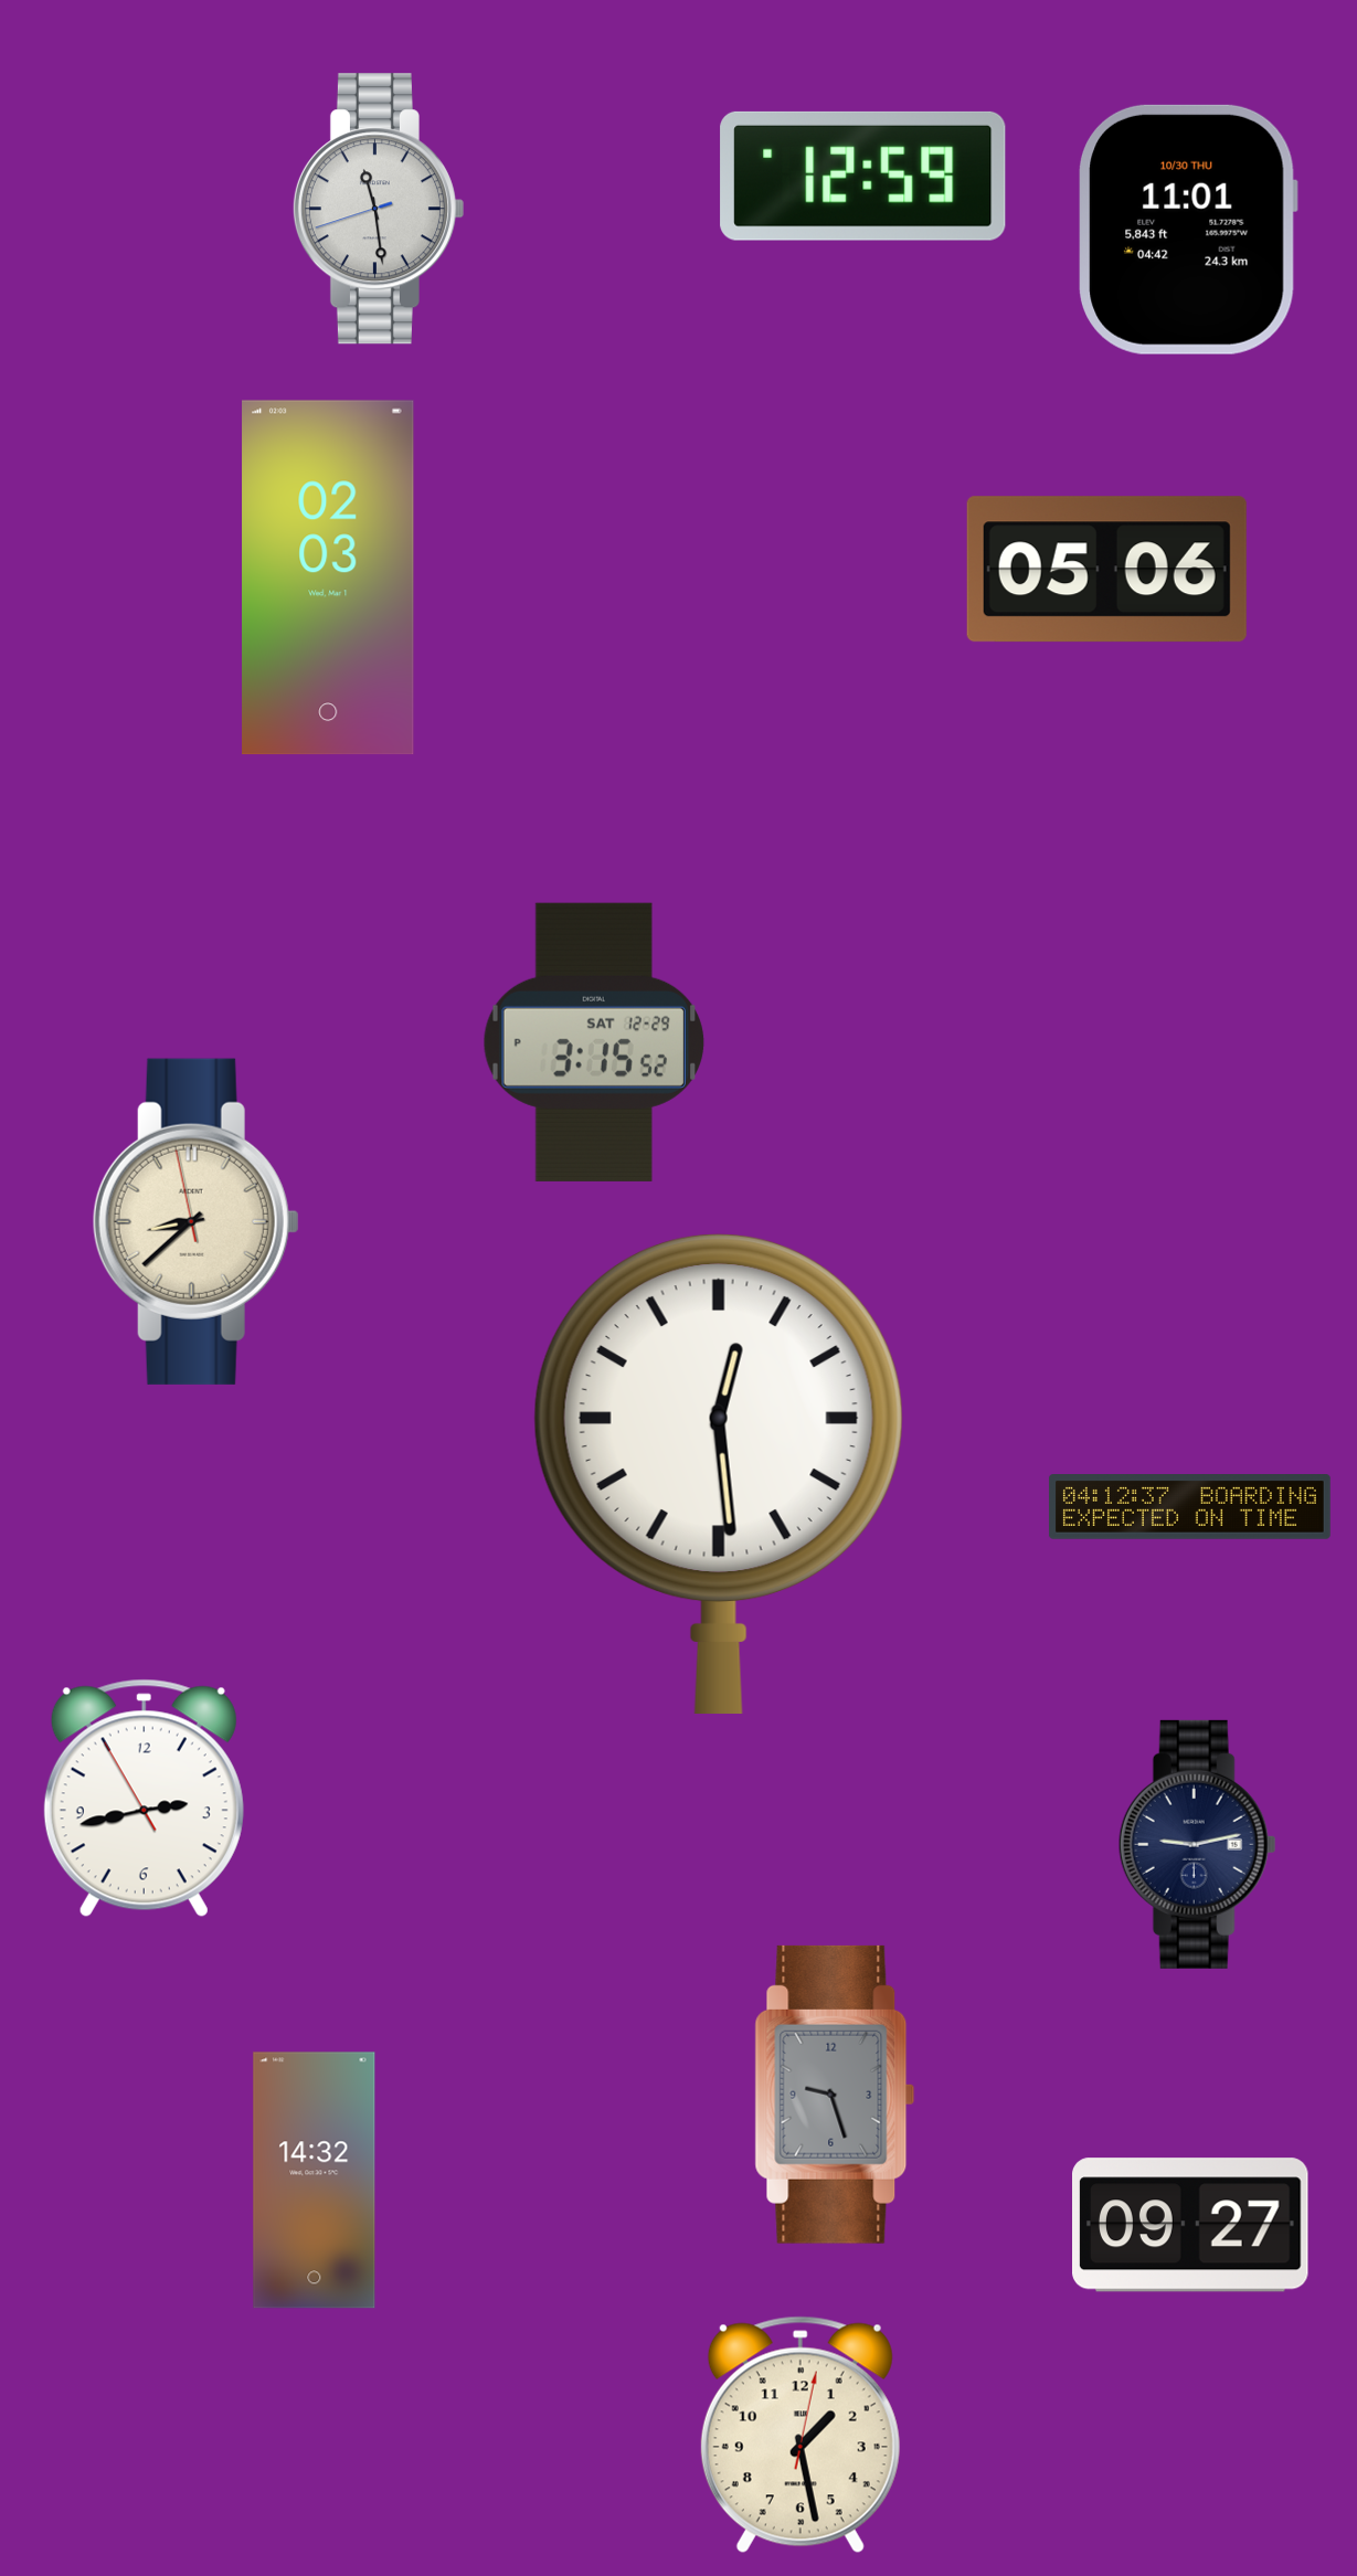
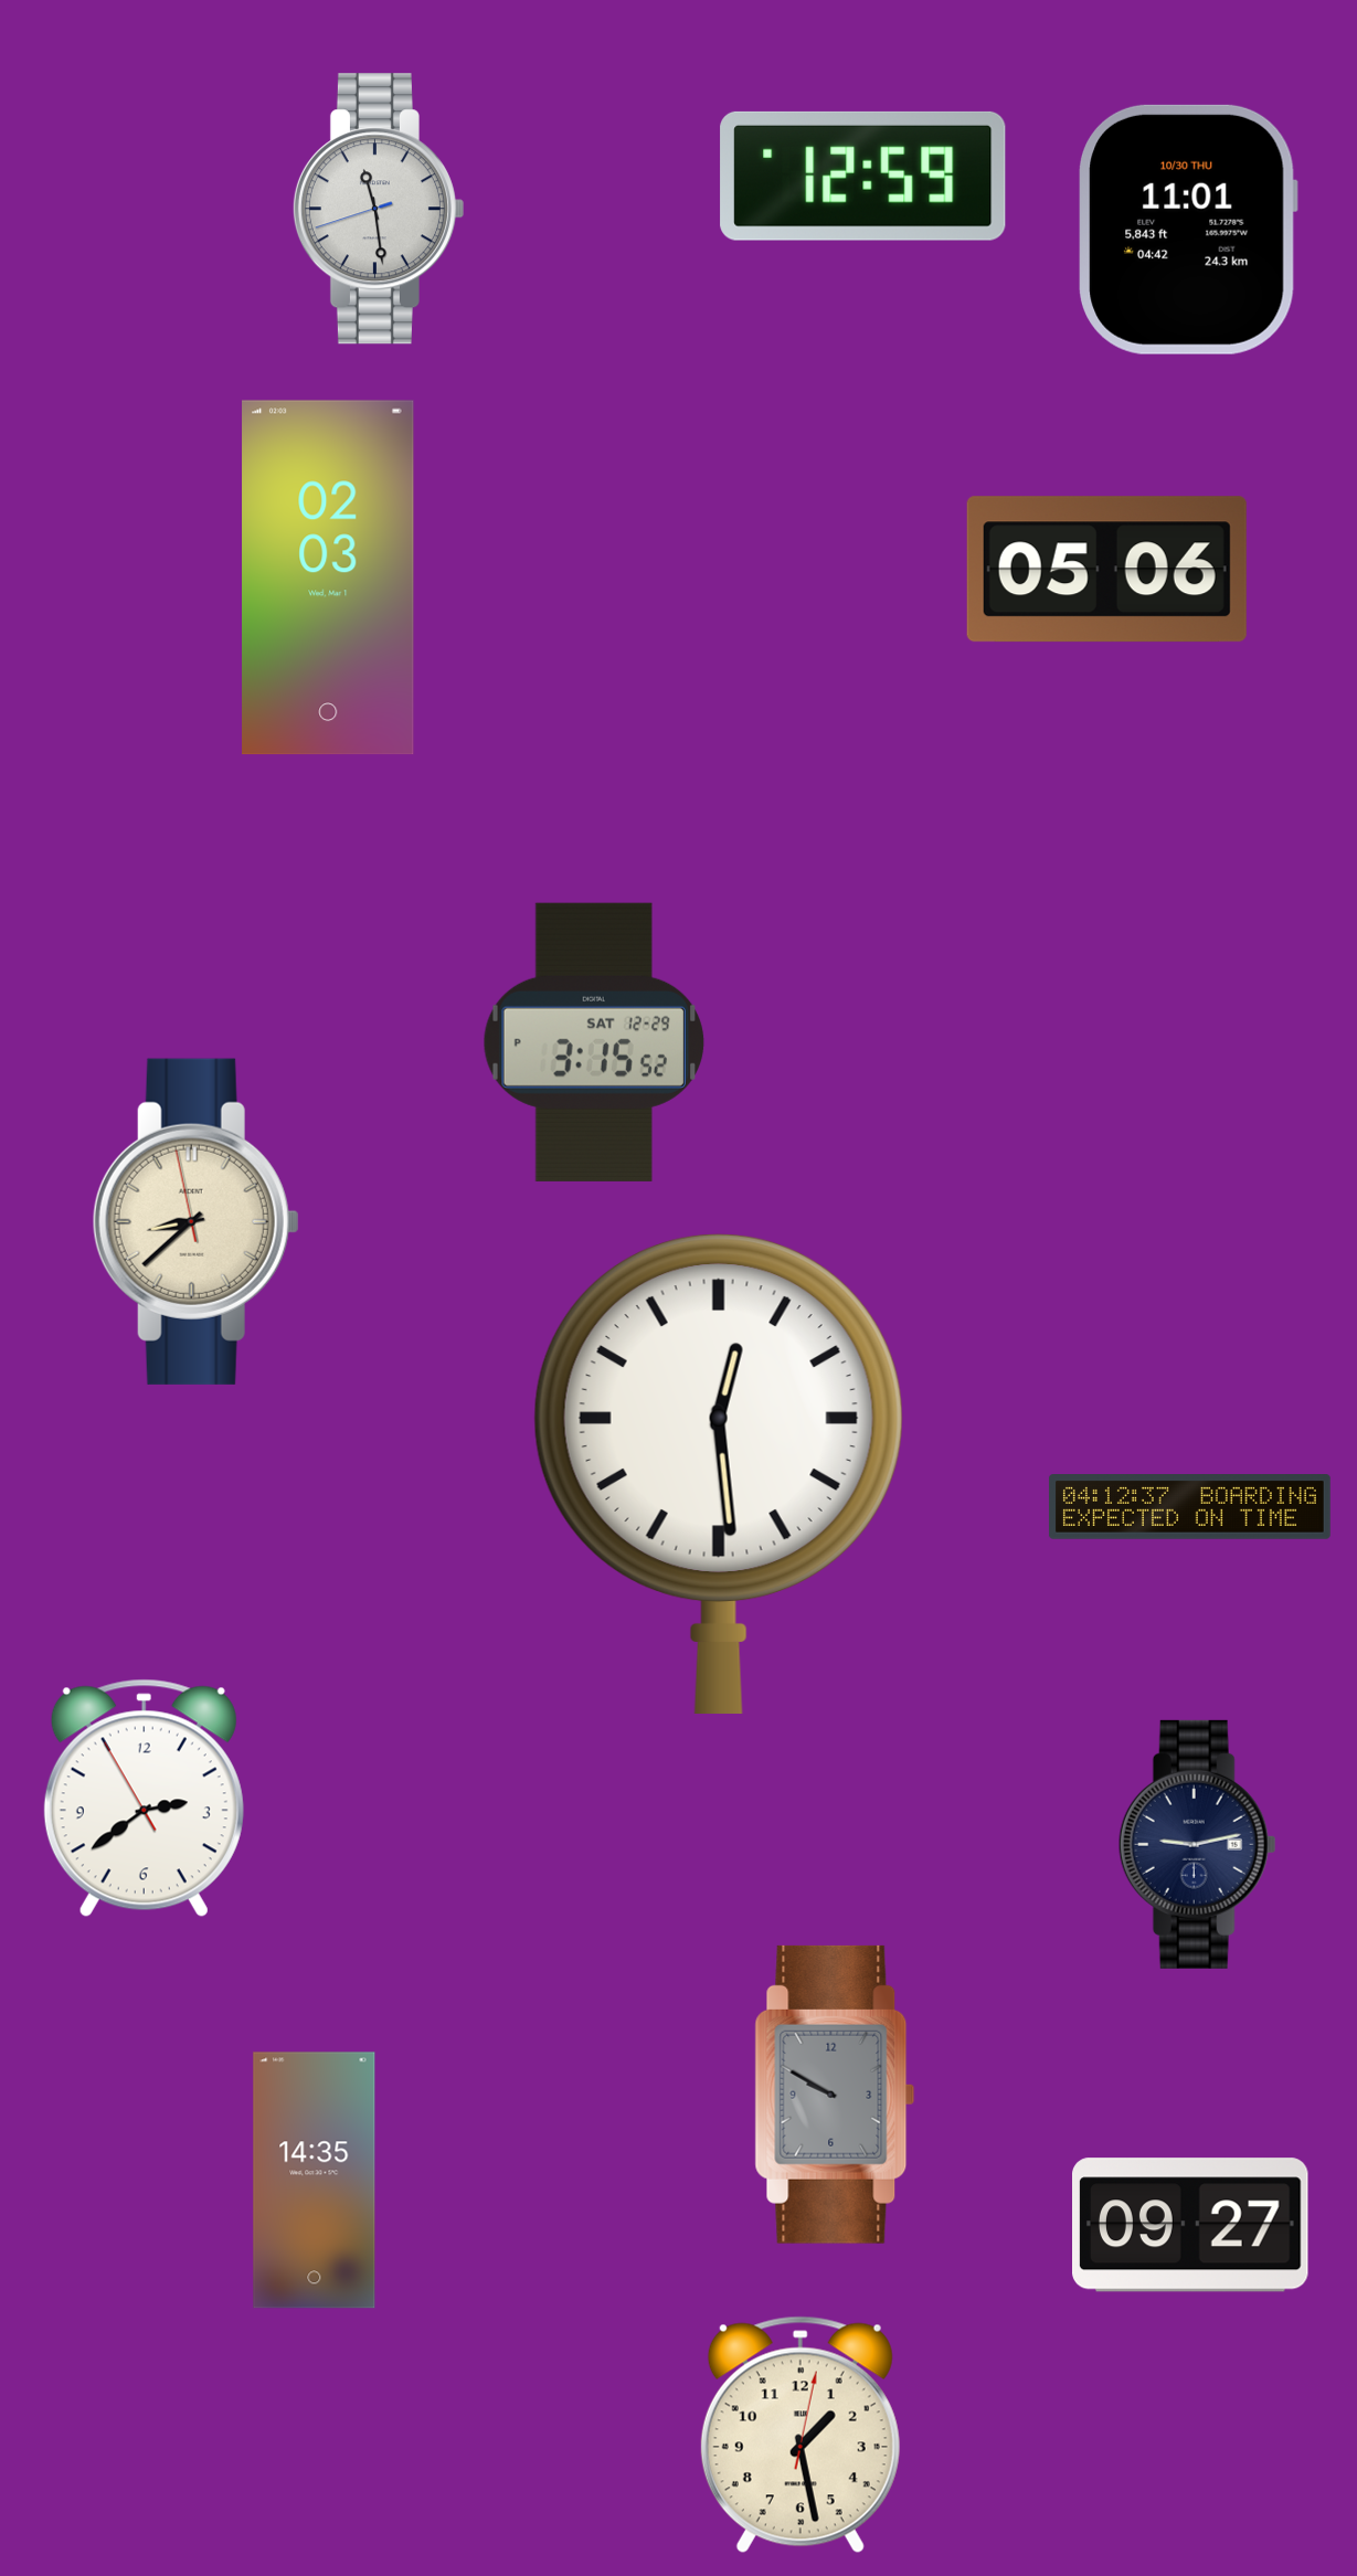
clock at (144, 1799): 2:42 -> 2:38
clock at (835, 2095): 9:27 -> 9:50
clock at (315, 2181): 14:32 -> 14:35
